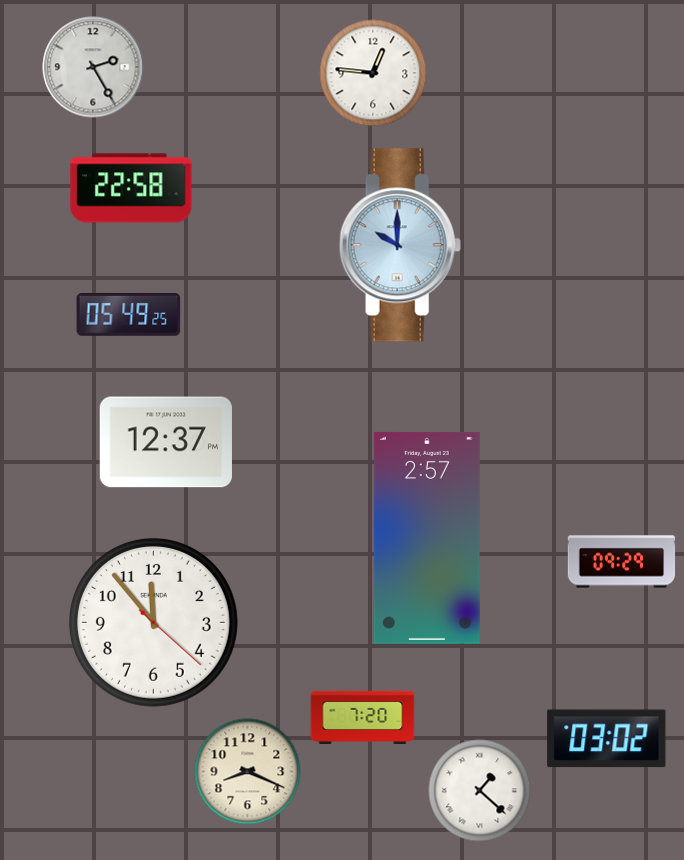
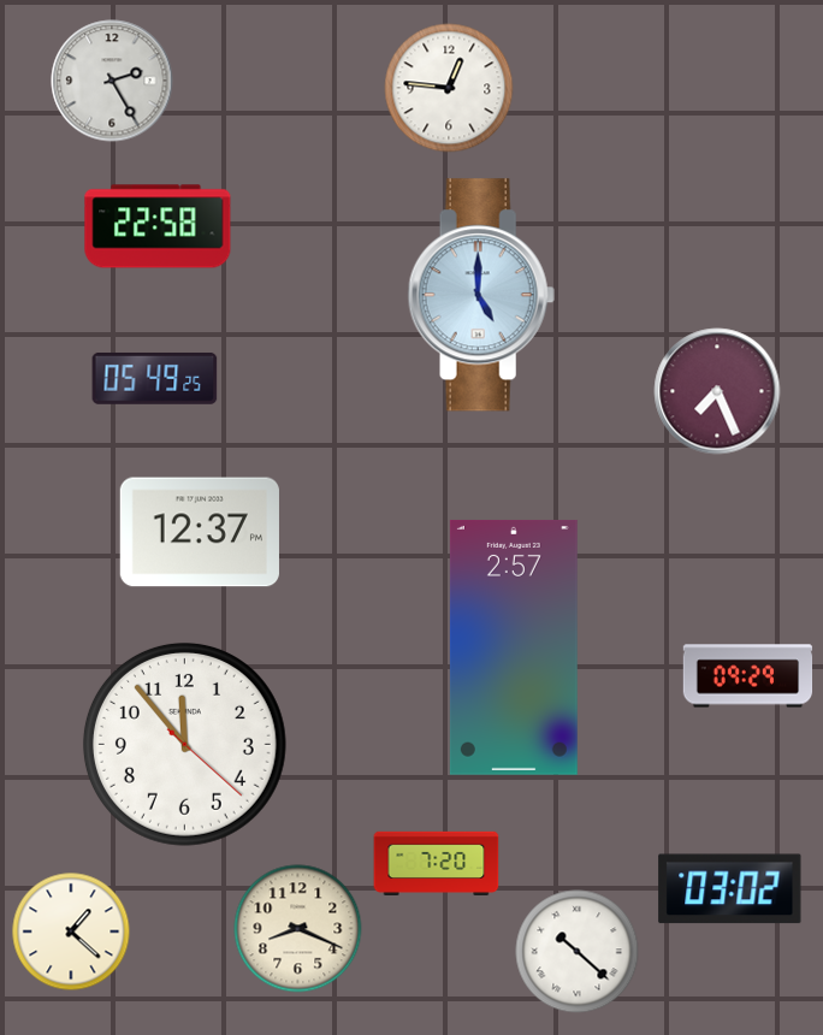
clock at (400, 245): 10:00 -> 5:00
clock at (717, 391): none -> 7:26
clock at (153, 622) position: (153, 622) -> (184, 744)
clock at (71, 931): none -> 1:22
clock at (480, 791): 1:22 -> 10:22
